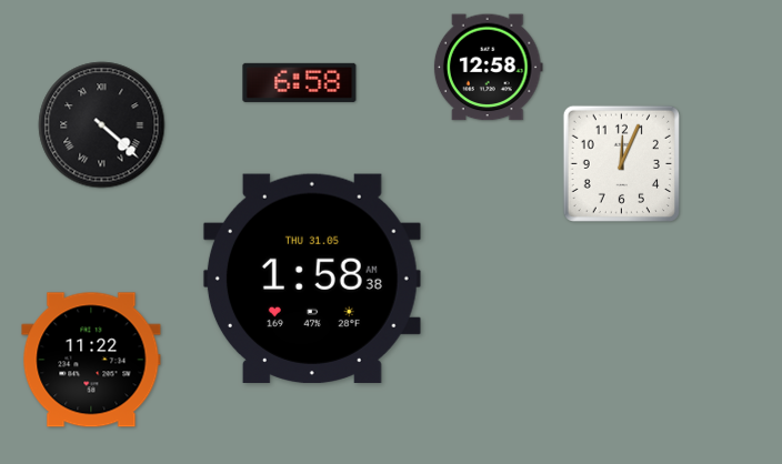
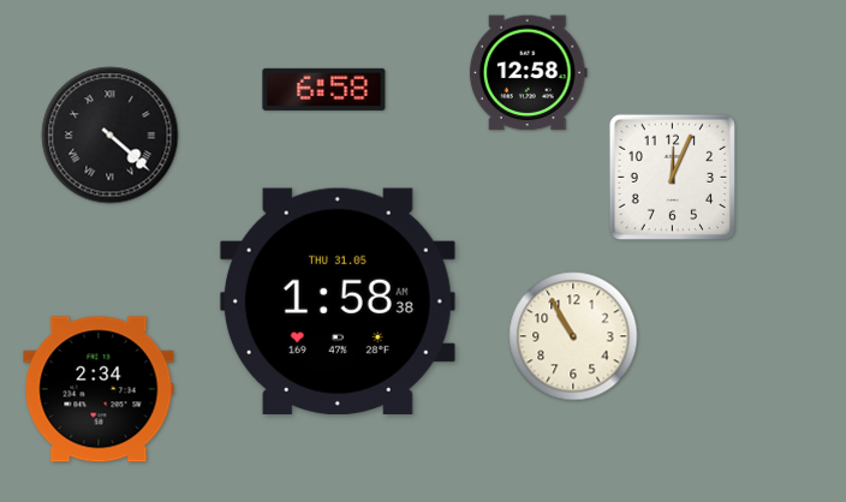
clock at (573, 336): none -> 10:55
clock at (91, 360): 11:22 -> 2:34
